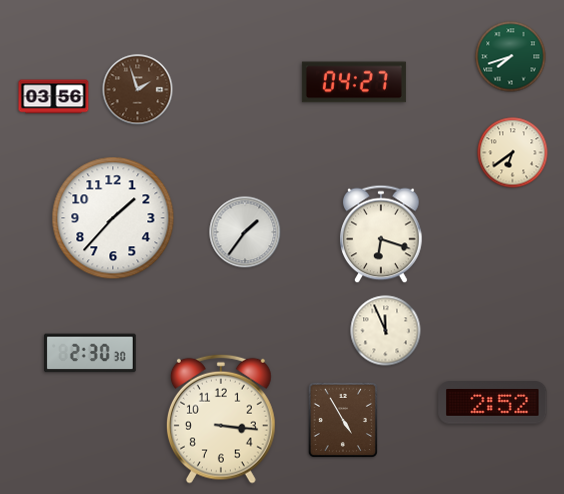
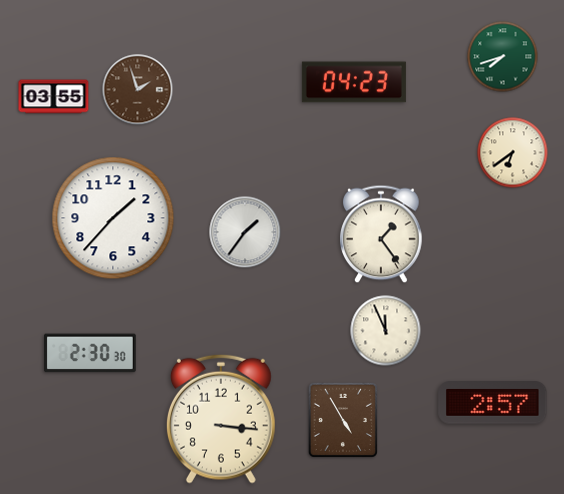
clock at (511, 57) position: (511, 57) -> (503, 57)
clock at (354, 82): 04:27 -> 04:23
clock at (54, 97): 03:56 -> 03:55
clock at (381, 234): 6:18 -> 1:24
clock at (493, 403): 2:52 -> 2:57
